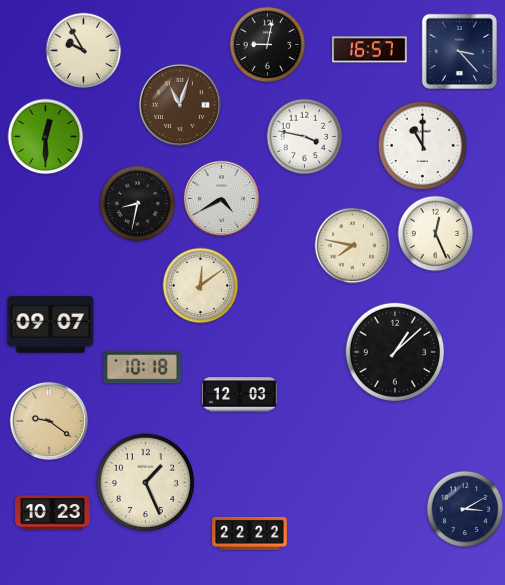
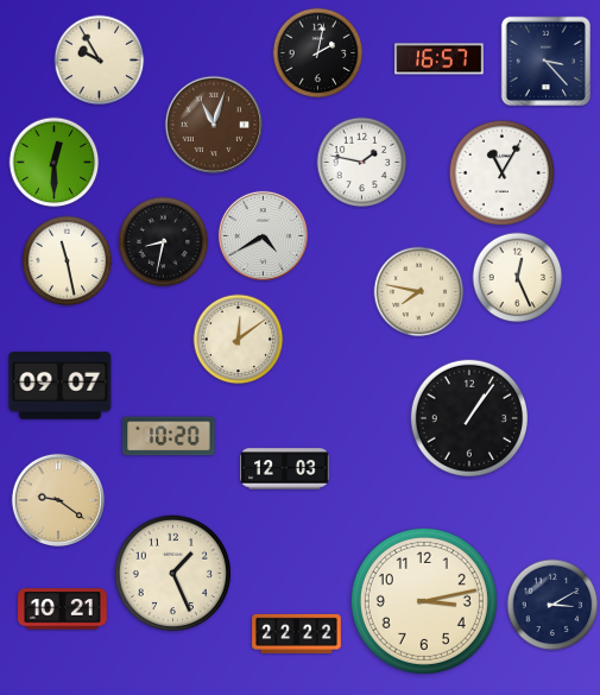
clock at (268, 45): 9:02 -> 2:02
clock at (305, 137): 3:47 -> 1:47
clock at (423, 146): 11:00 -> 11:05
clock at (68, 261): none -> 11:28
clock at (394, 351): 1:08 -> 1:06
clock at (142, 367): 10:18 -> 10:20
clock at (424, 601): none -> 3:13
clock at (53, 513): 10:23 -> 10:21
